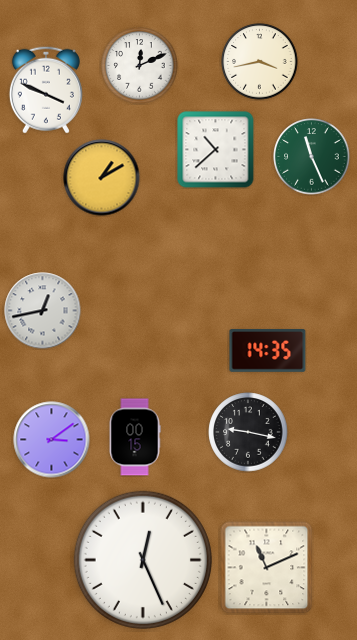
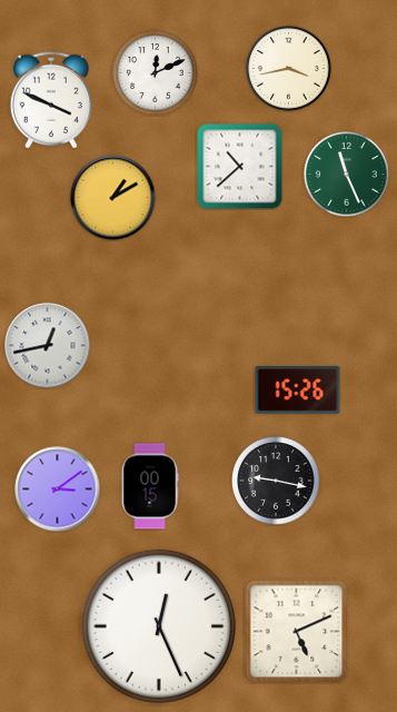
clock at (268, 351): 14:35 -> 15:26
clock at (143, 560) position: (143, 560) -> (159, 626)
clock at (267, 568): 11:11 -> 5:11
